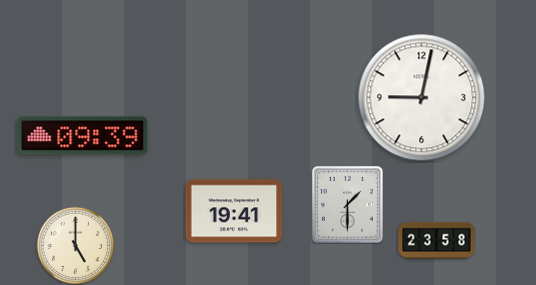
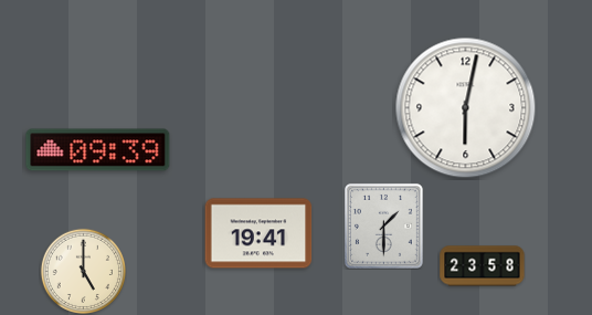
clock at (422, 98): 9:02 -> 6:02
clock at (83, 136) position: (83, 136) -> (98, 150)
